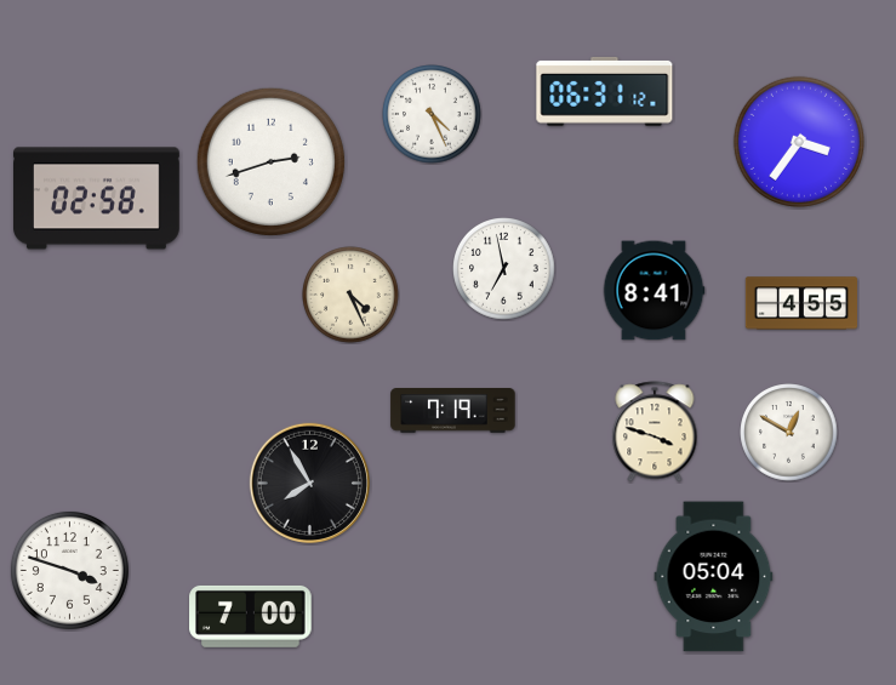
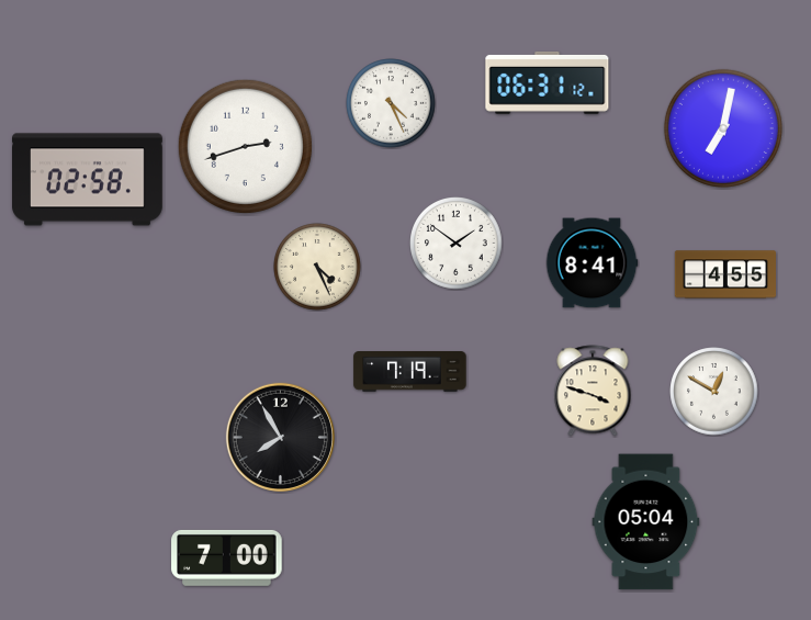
clock at (799, 142): 3:36 -> 7:02
clock at (504, 269): 6:58 -> 1:51
clock at (69, 570): 3:48 -> none
